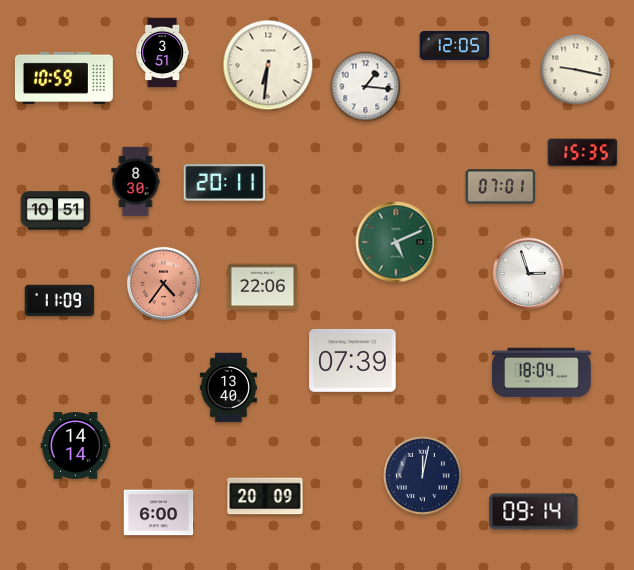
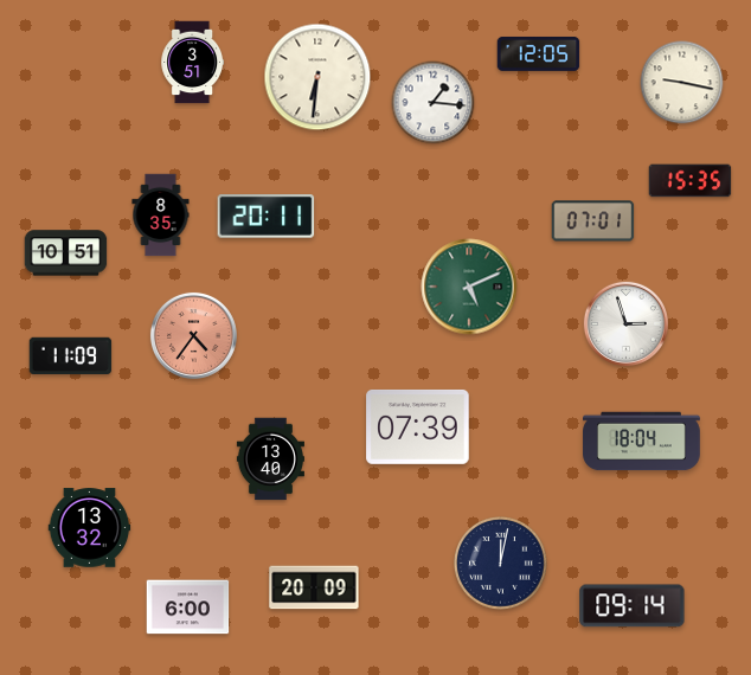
clock at (64, 78): 10:59 -> none
clock at (136, 182): 8:30 -> 8:35
clock at (56, 211) position: (56, 211) -> (66, 253)
clock at (263, 287): 22:06 -> none
clock at (76, 446): 14:14 -> 13:32
